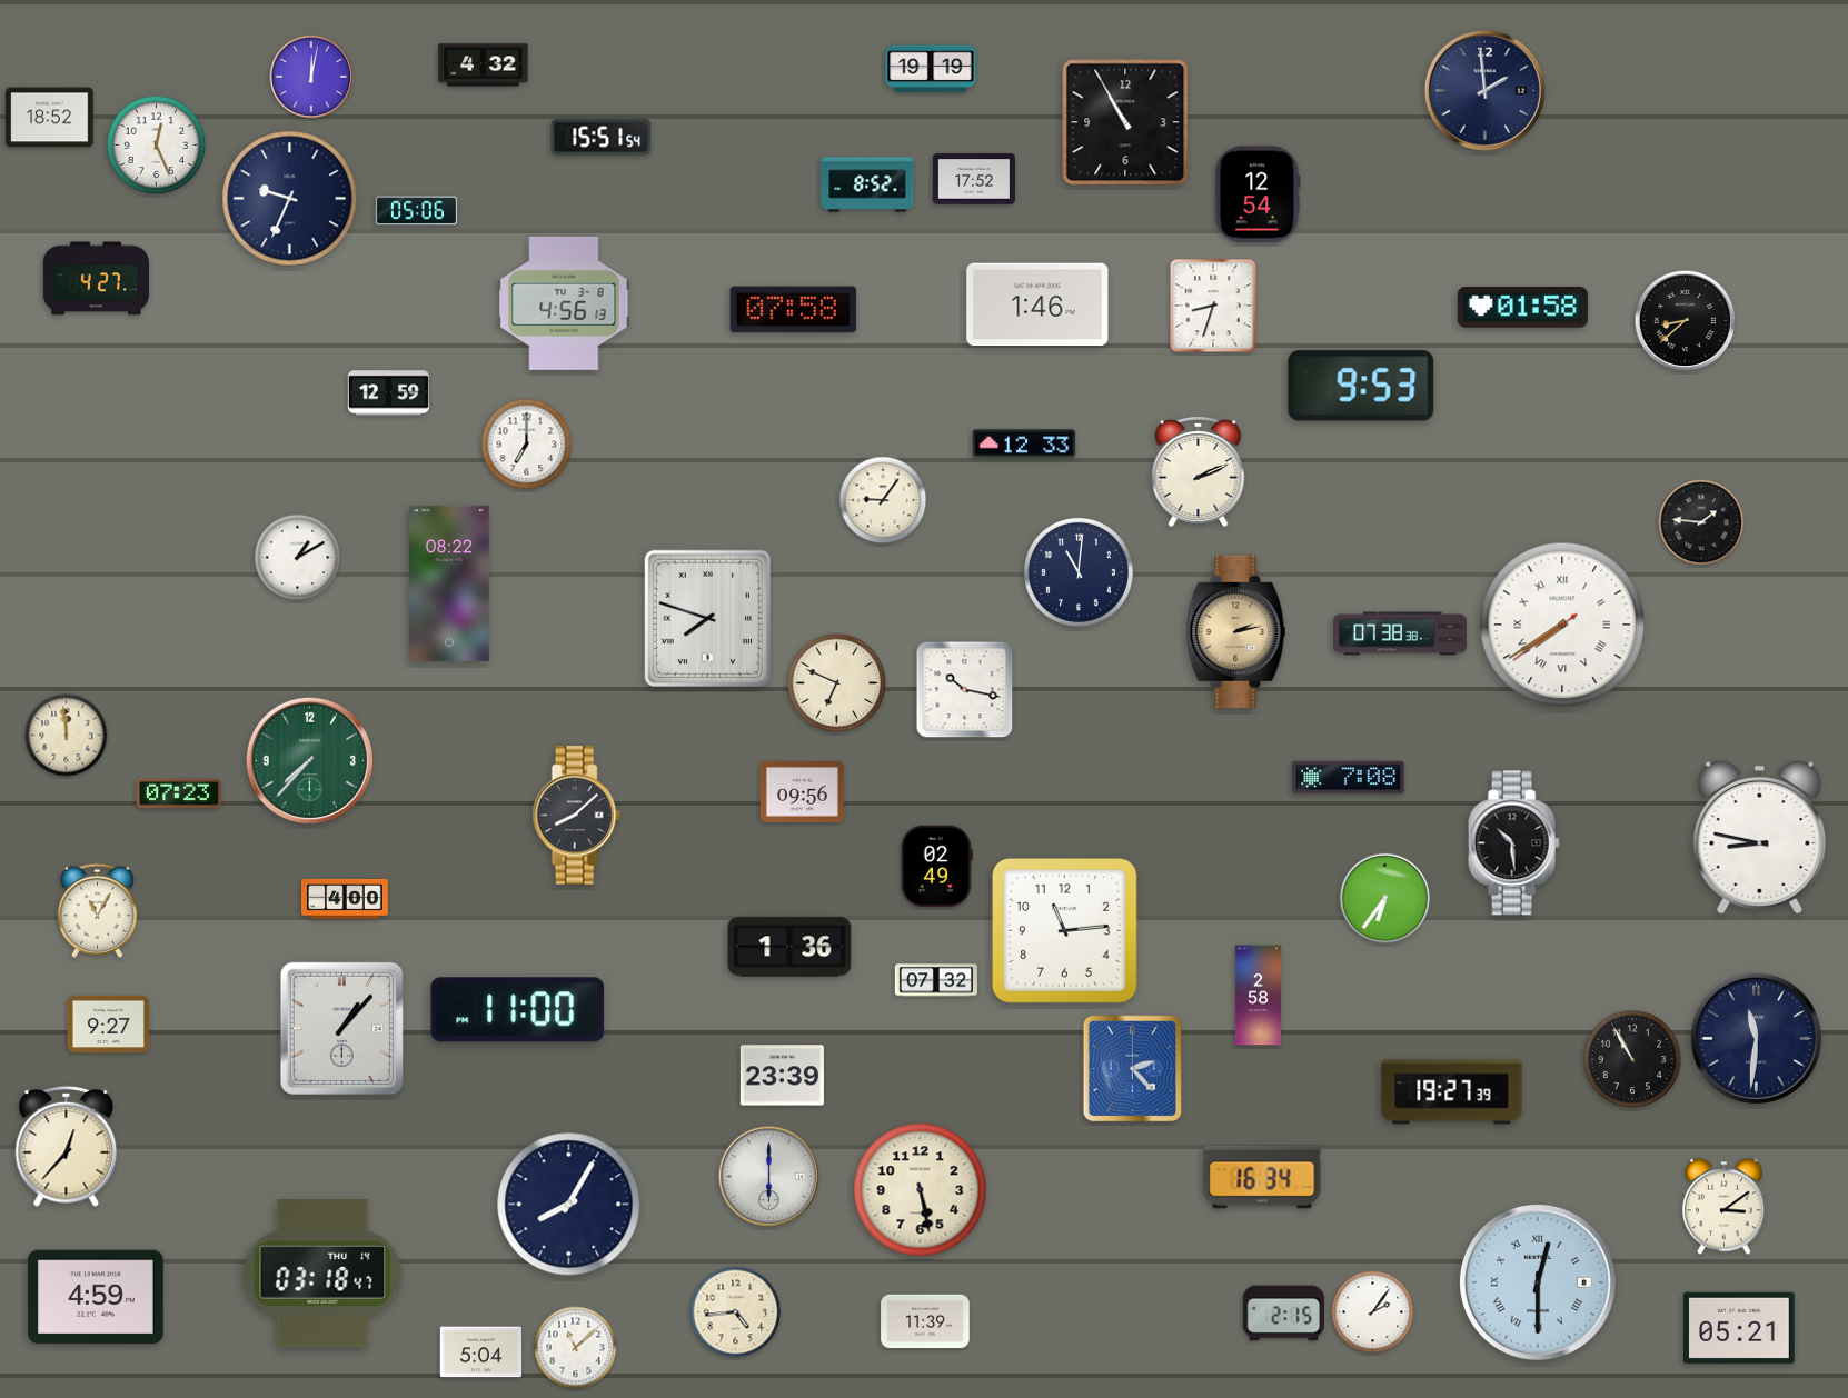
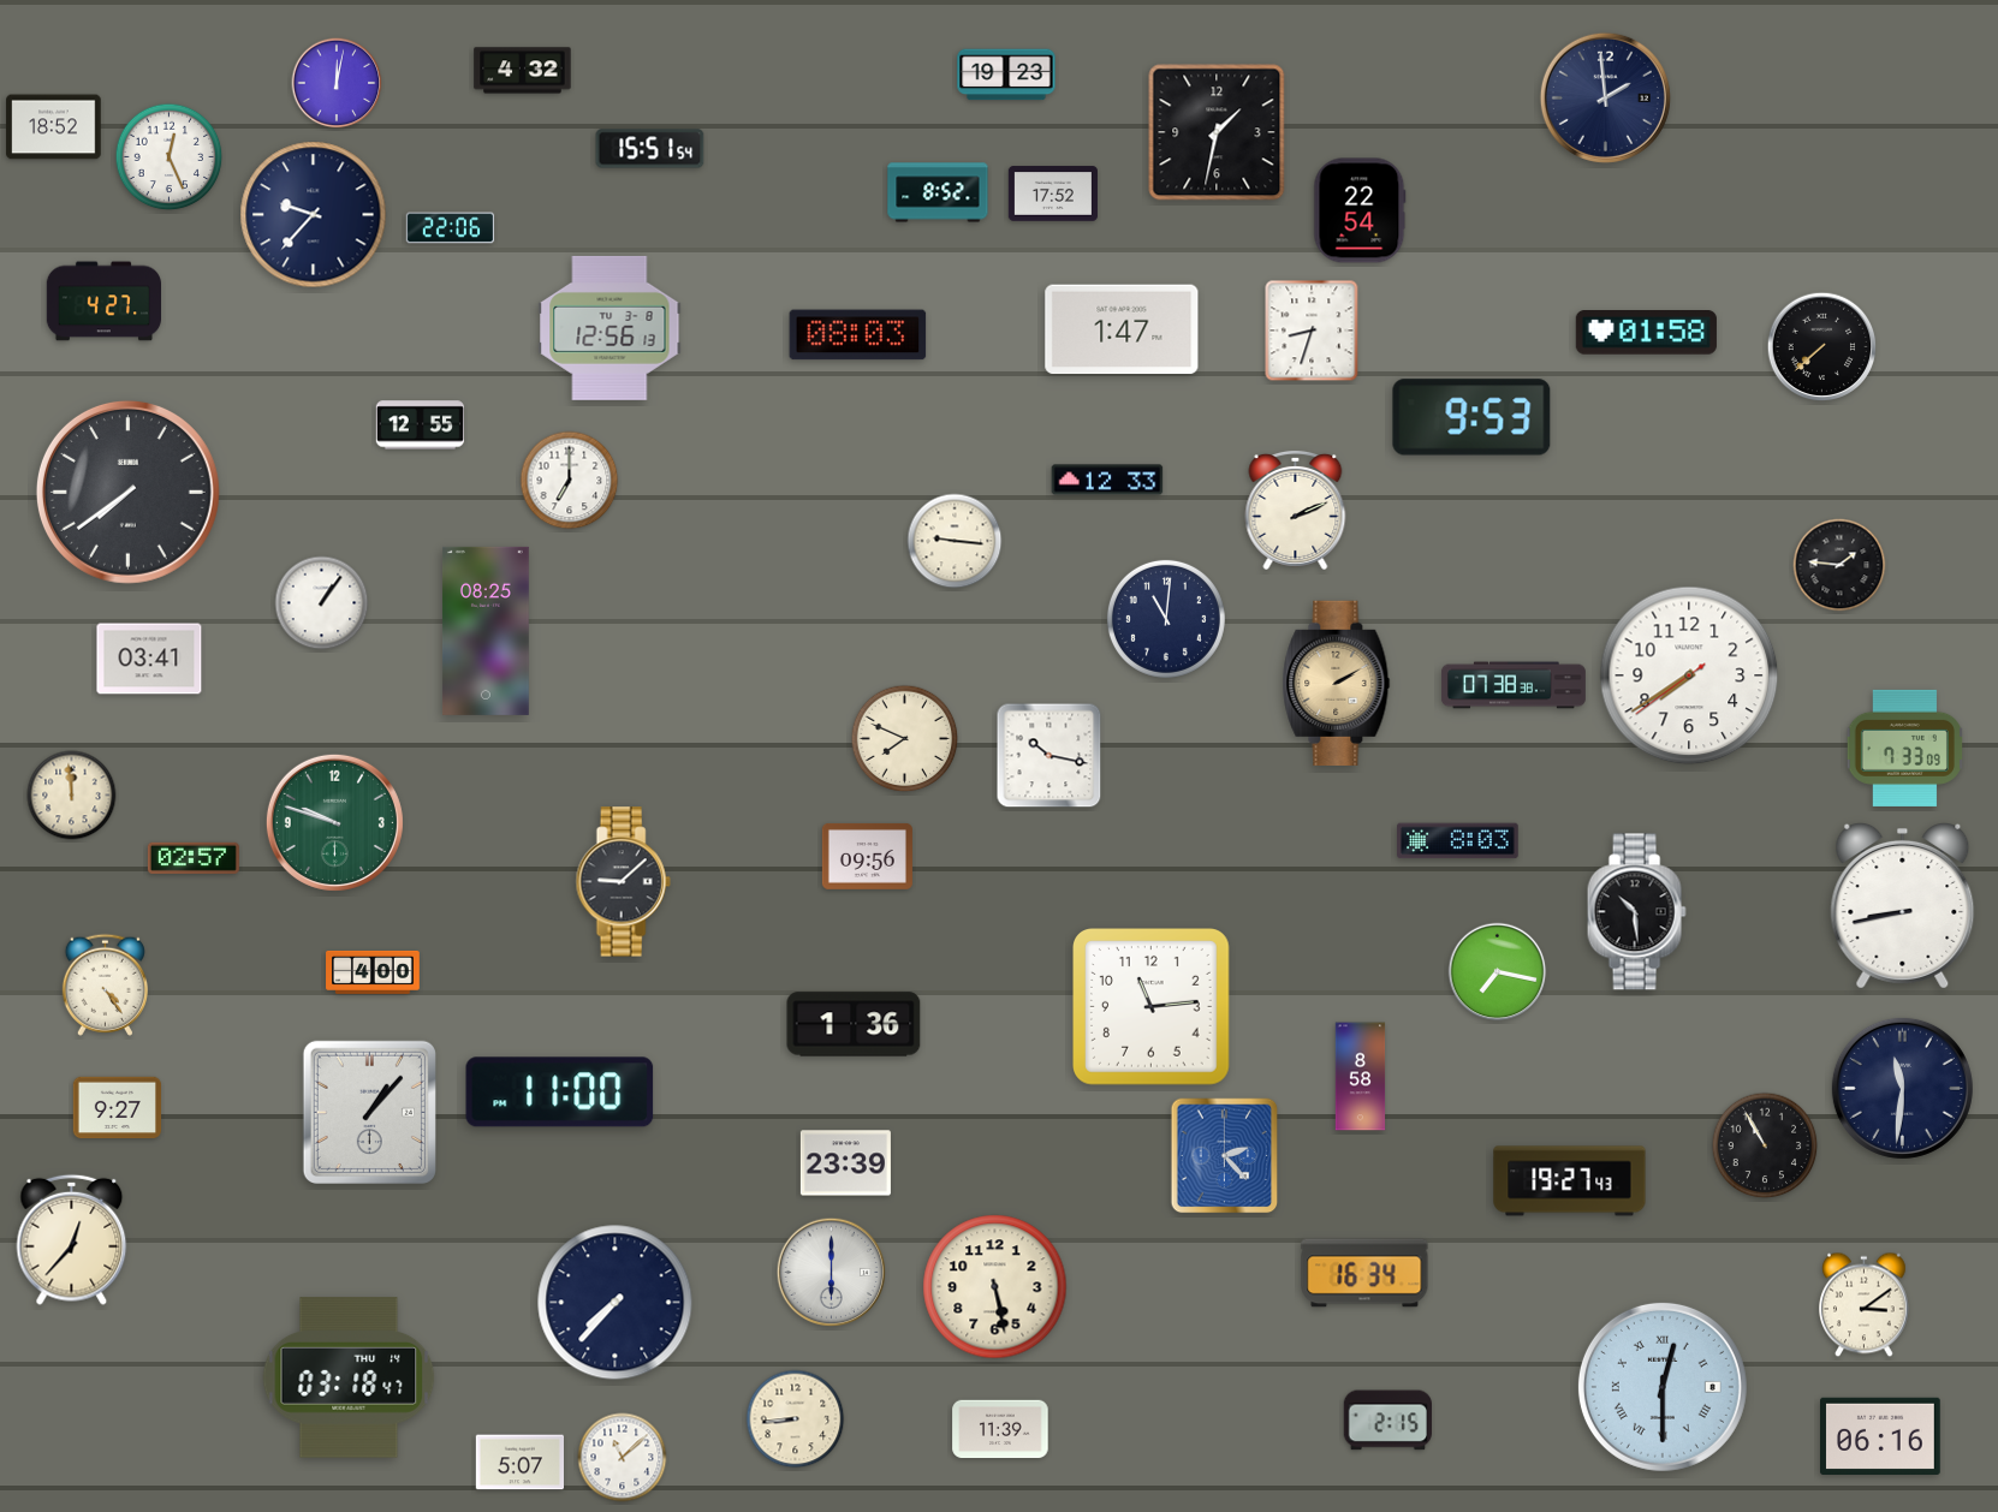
clock at (931, 69): 19:19 -> 19:23
clock at (1125, 122): 10:55 -> 1:32
clock at (867, 184) position: (867, 184) -> (938, 192)
clock at (1258, 194): 12:54 -> 22:54
clock at (290, 199): 9:34 -> 9:37
clock at (417, 211): 05:06 -> 22:06
clock at (564, 303): 4:56 -> 12:56
clock at (1037, 304): 1:46 -> 1:47
clock at (794, 310): 07:58 -> 08:03
clock at (1686, 321): 8:38 -> 7:38
clock at (389, 393): 12:59 -> 12:55
clock at (127, 492): none -> 7:39
clock at (883, 500): 9:06 -> 9:16
clock at (298, 558): 1:10 -> 1:06
clock at (449, 583): 08:22 -> 08:25
clock at (149, 659): none -> 03:41
clock at (707, 618): 7:48 -> none
clock at (1562, 625) numerals: Roman -> Arabic
clock at (1236, 631): 2:13 -> 2:10
clock at (837, 683): 6:49 -> 7:49
clock at (965, 690) position: (965, 690) -> (1049, 756)
clock at (1904, 748): none -> 7:33
clock at (309, 760): 7:37 -> 9:48
clock at (1349, 778): 7:08 -> 8:03
clock at (179, 793): 07:23 -> 02:57
clock at (576, 816): 8:08 -> 9:08
clock at (1760, 837): 8:47 -> 8:43
clock at (936, 866): 02:49 -> none
clock at (1385, 899): 6:36 -> 7:17
clock at (97, 910): 11:05 -> 4:24
clock at (936, 980): 07:32 -> none
clock at (1259, 996): 2:58 -> 8:58
clock at (1756, 1038) position: (1756, 1038) -> (1902, 1088)
clock at (1452, 1092): 19:27:39 -> 19:27:43
clock at (569, 1205): 8:05 -> 7:37
clock at (97, 1297): 4:59 -> none
clock at (736, 1312): 4:44 -> 8:44
clock at (1373, 1312): 2:06 -> none
clock at (1740, 1327): 05:21 -> 06:16
clock at (481, 1352): 5:04 -> 5:07
